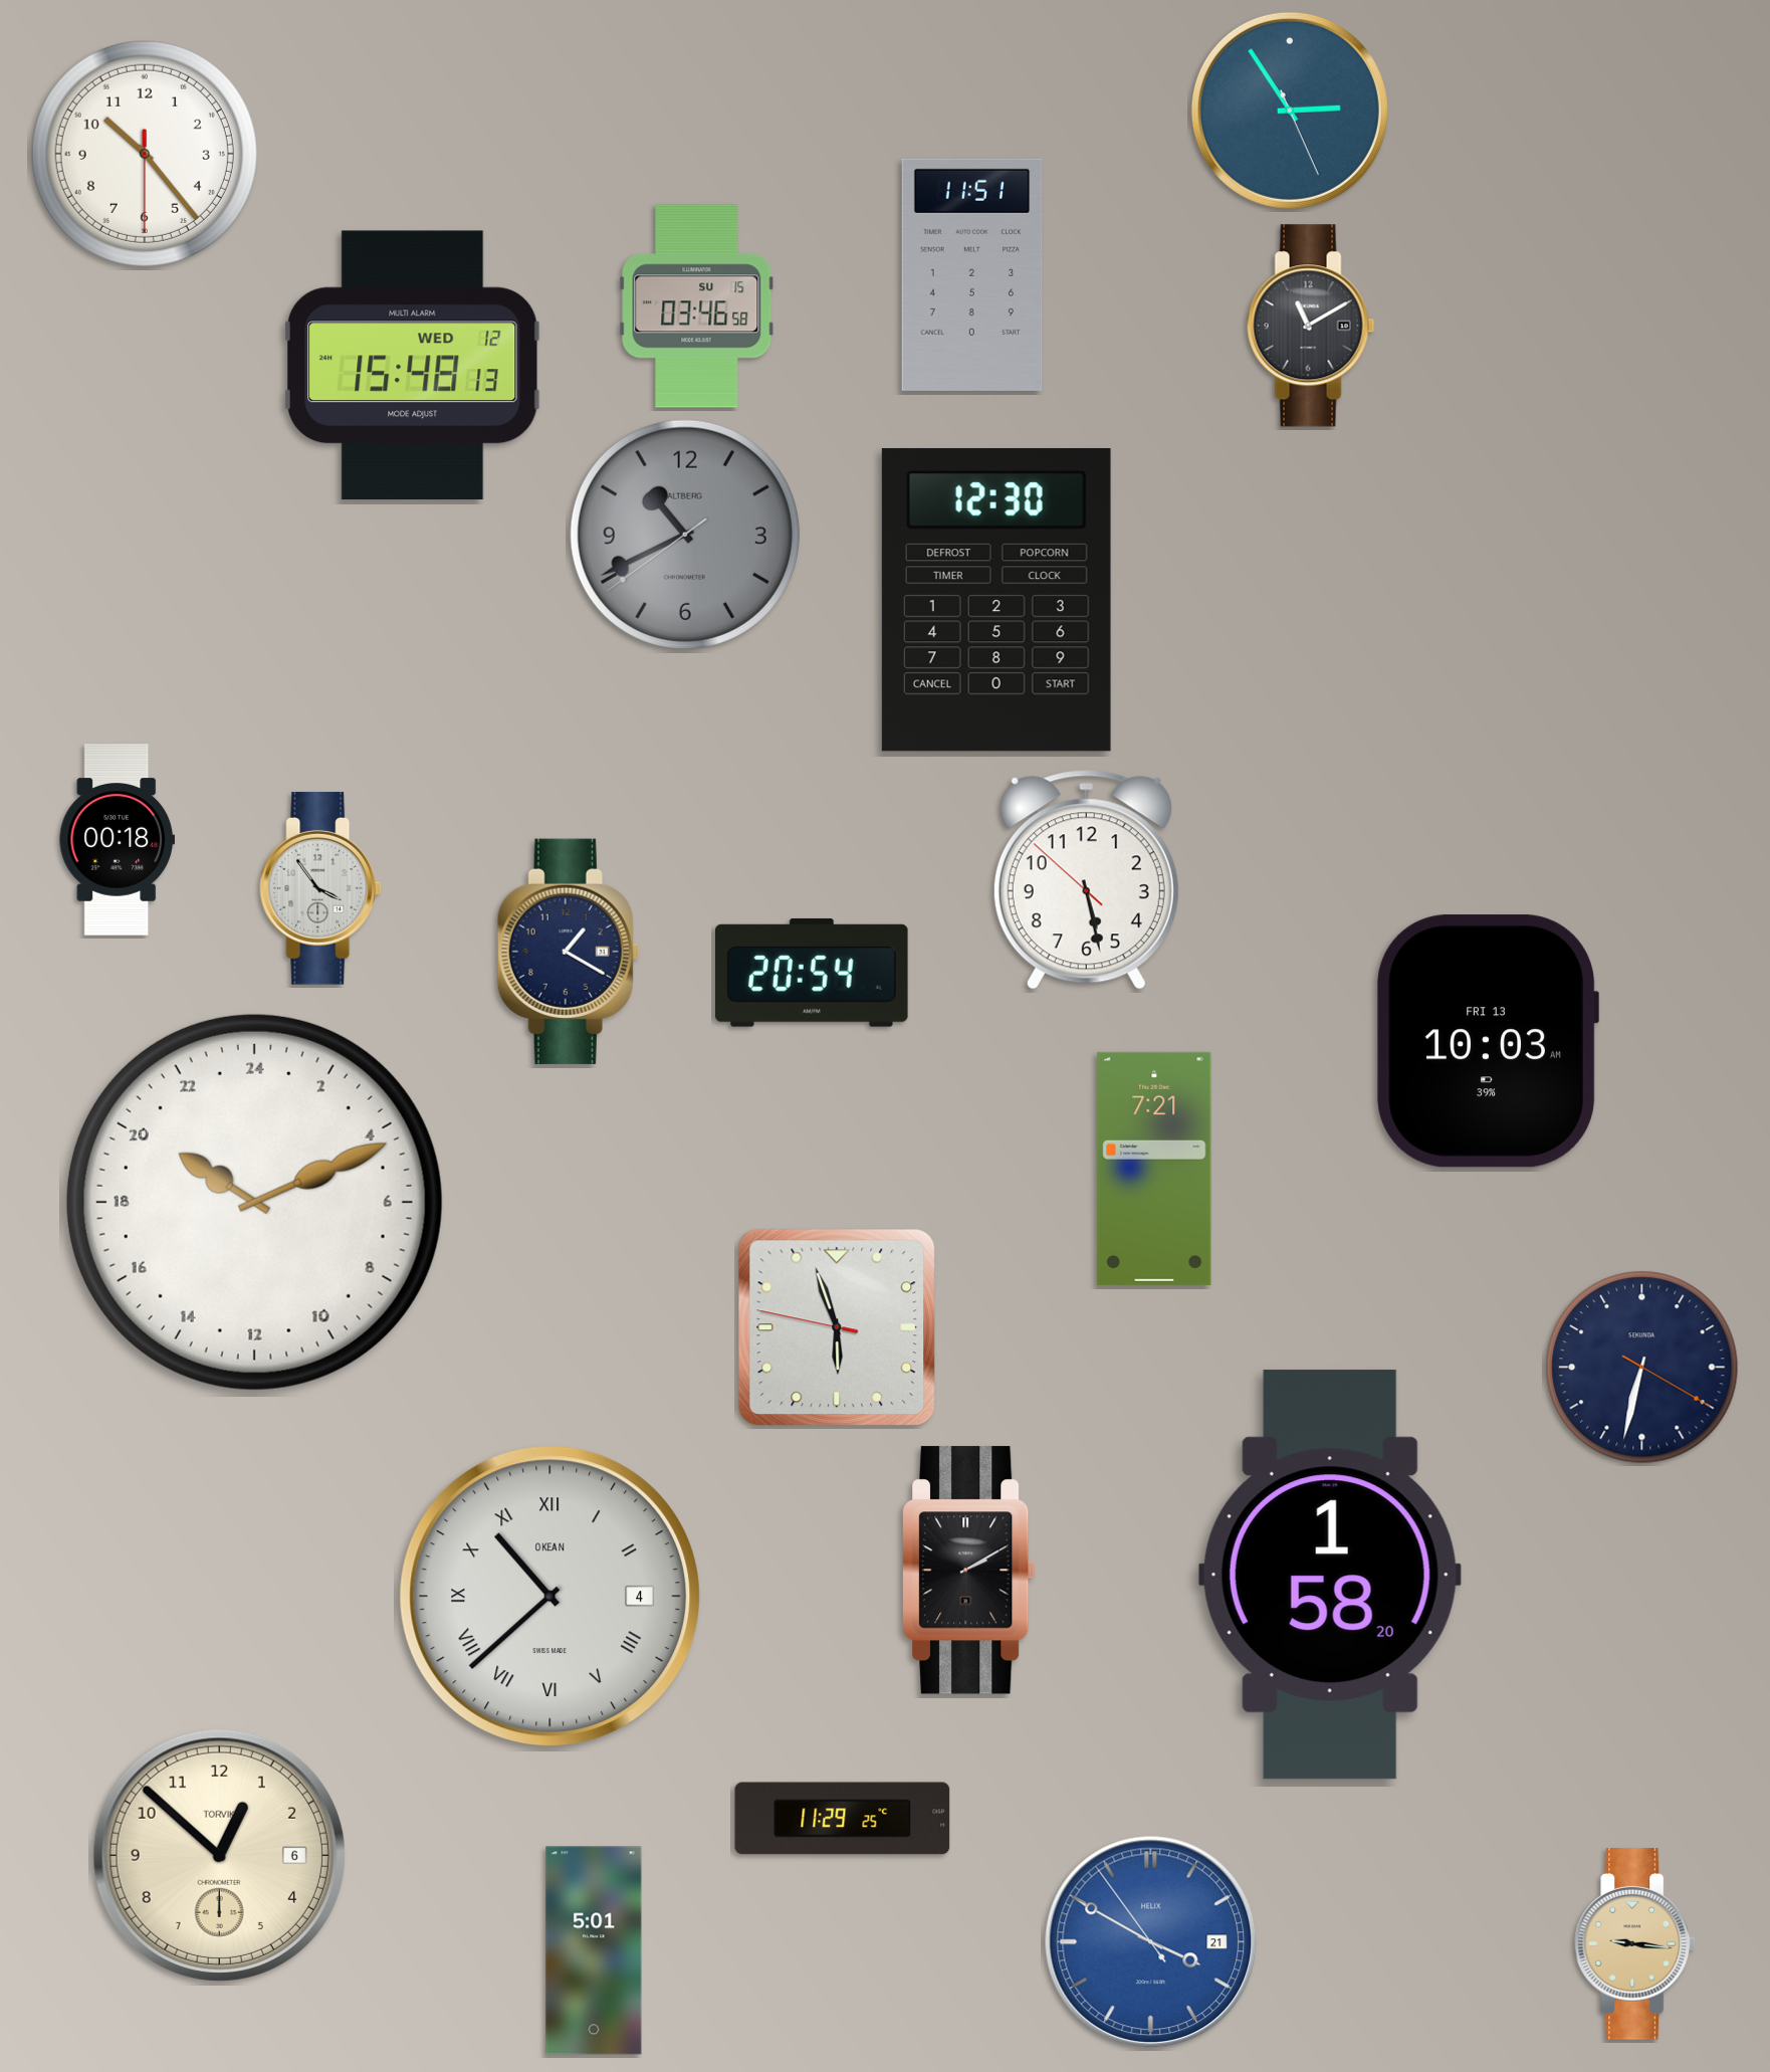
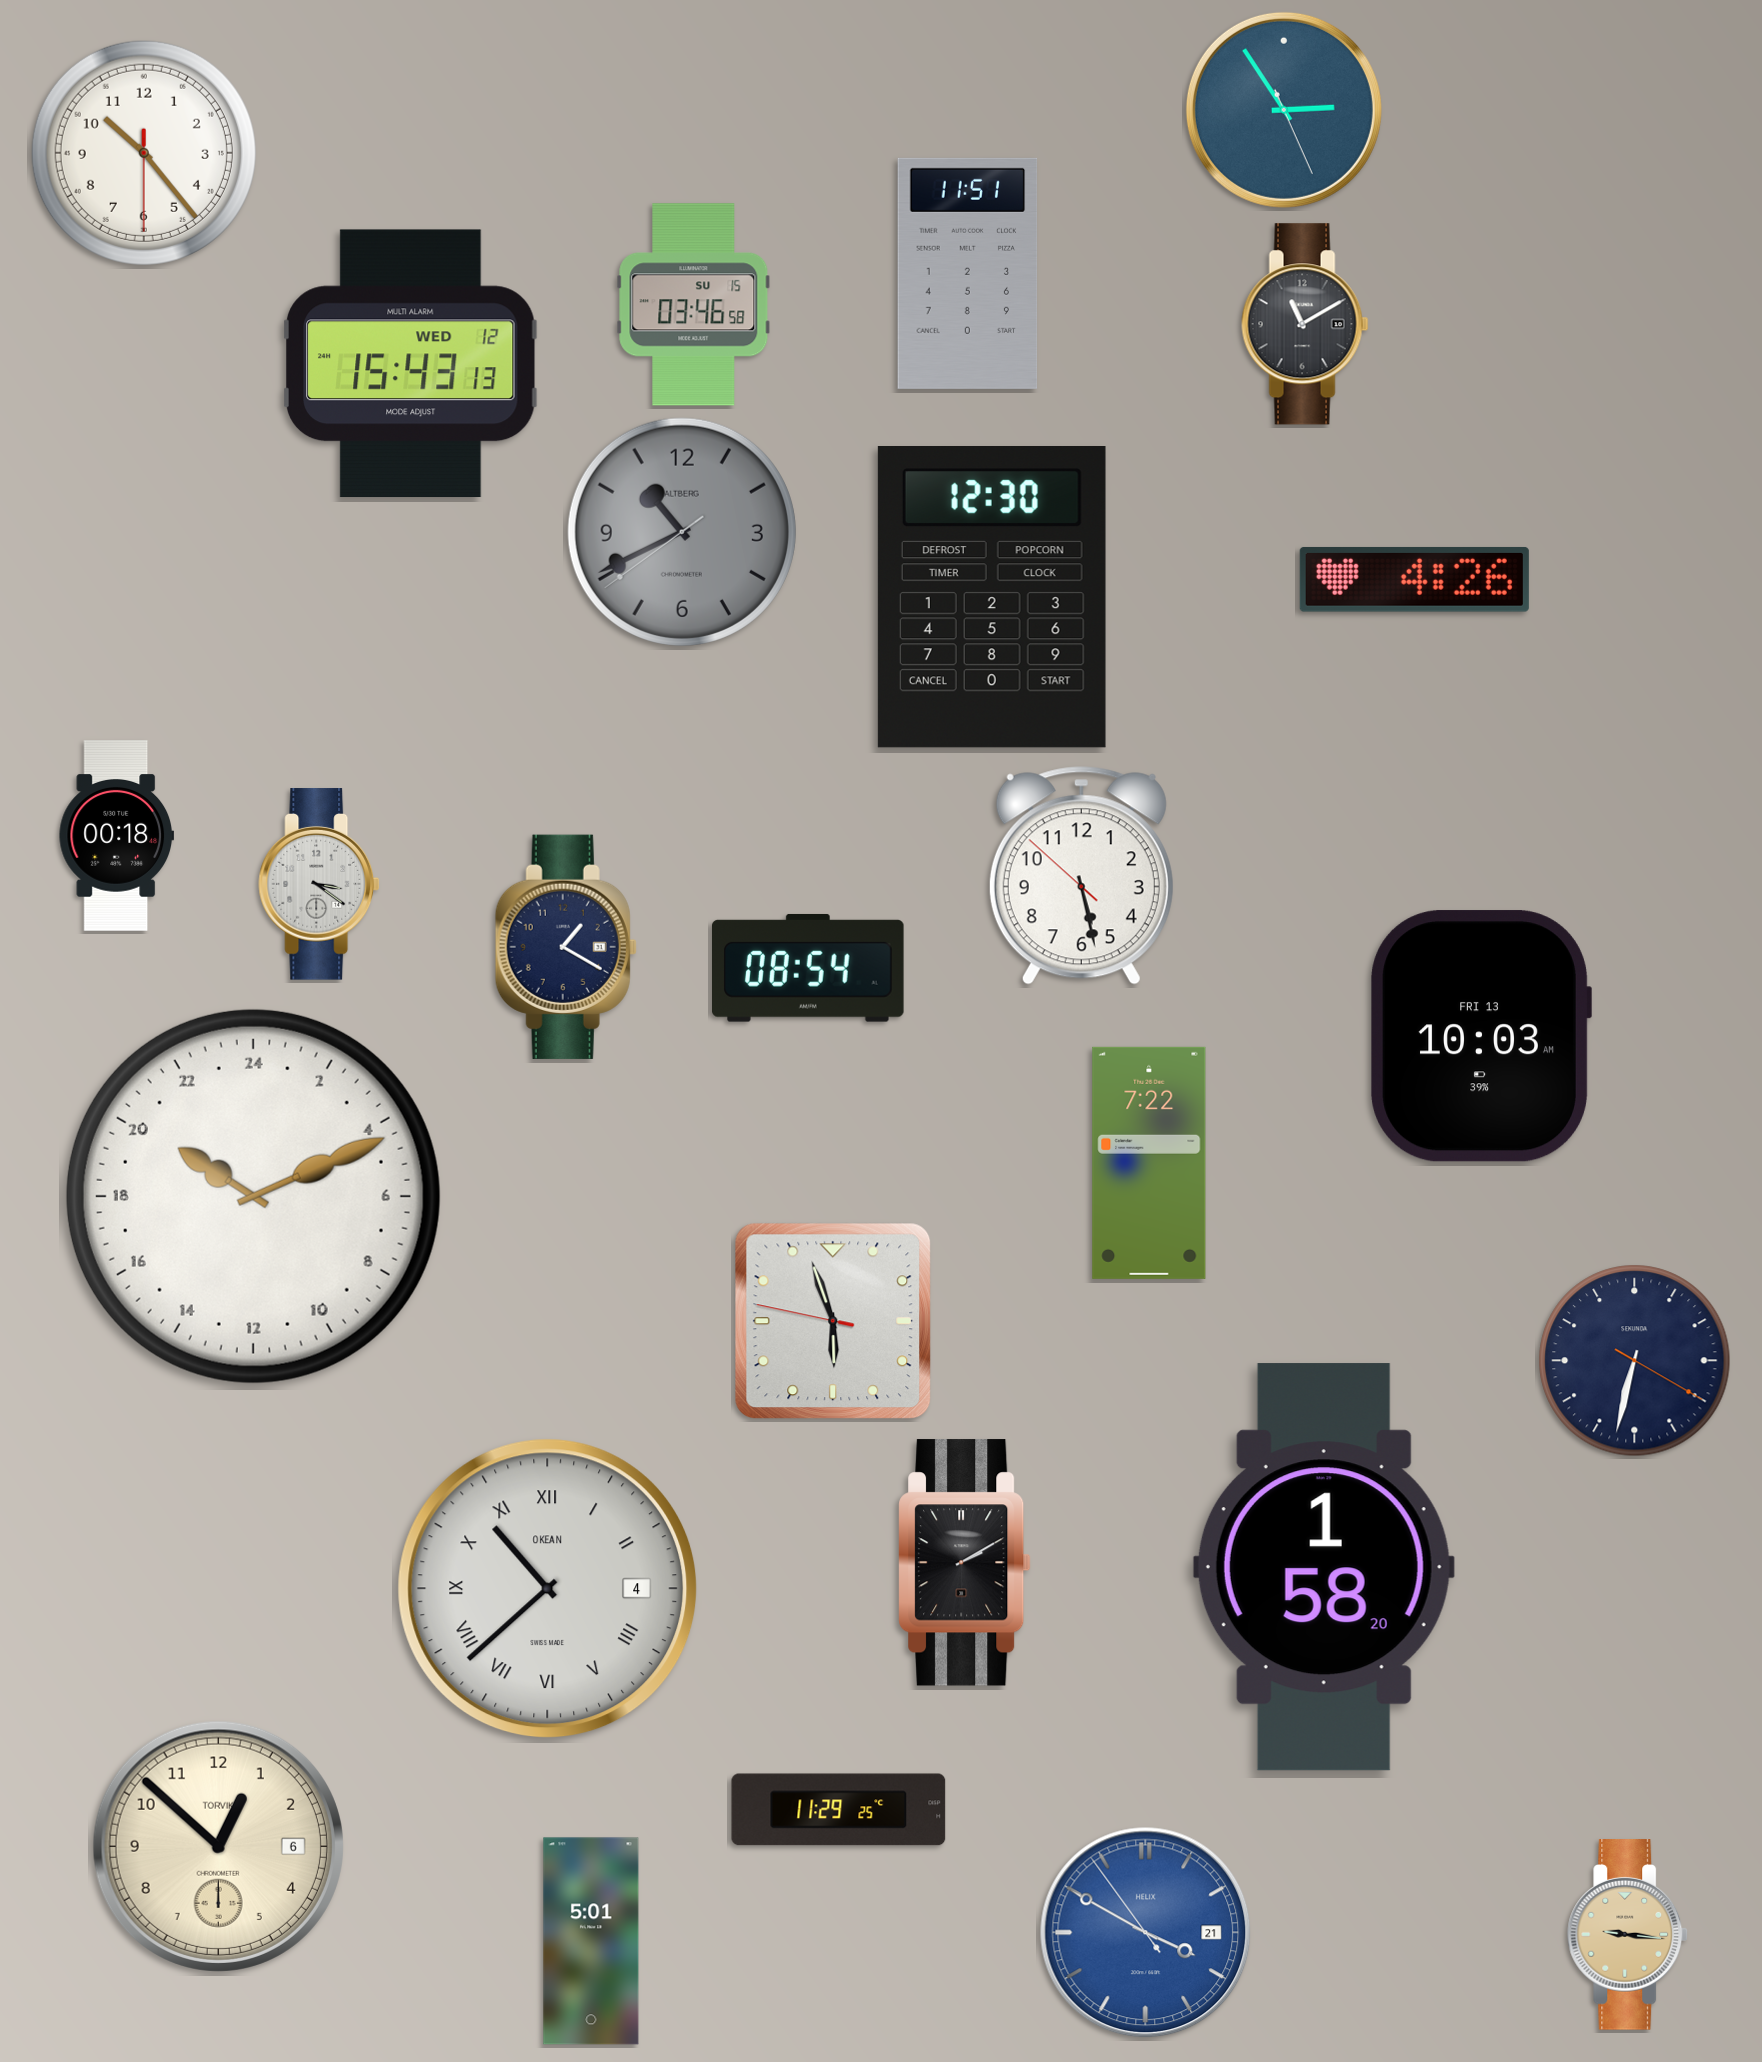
clock at (413, 366): 15:48 -> 15:43
clock at (1414, 579): none -> 4:26
clock at (320, 888): 3:54 -> 3:21
clock at (813, 973): 20:54 -> 08:54
clock at (1154, 1169): 7:21 -> 7:22
